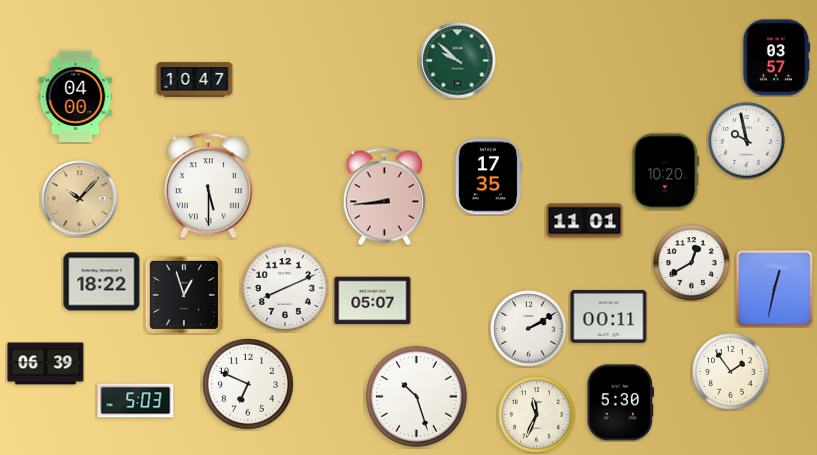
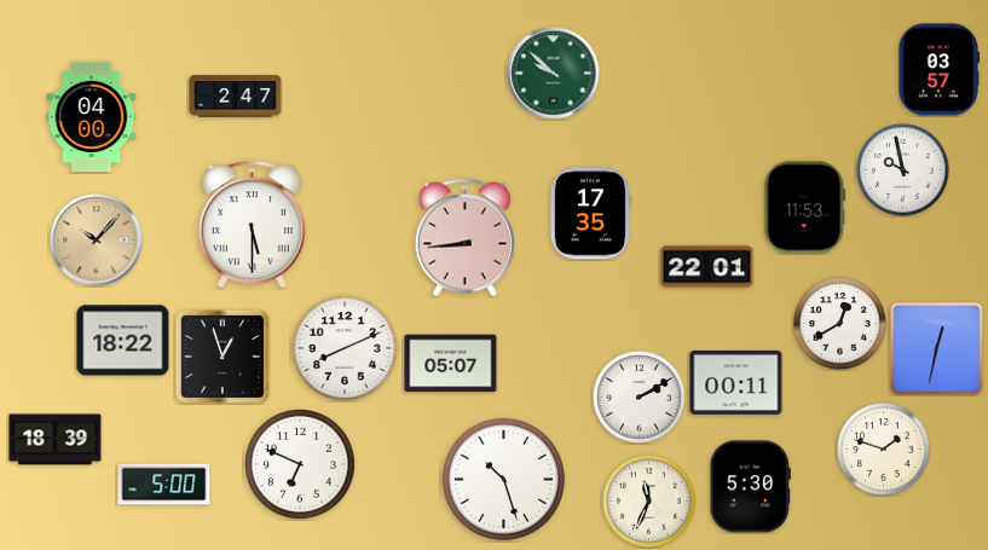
clock at (195, 80): 10:47 -> 2:47
clock at (666, 172): 10:20 -> 11:53
clock at (585, 221): 11:01 -> 22:01
clock at (692, 263) position: (692, 263) -> (840, 324)
clock at (46, 364): 06:39 -> 18:39
clock at (731, 372): 1:54 -> 1:48
clock at (136, 401): 5:03 -> 5:00
